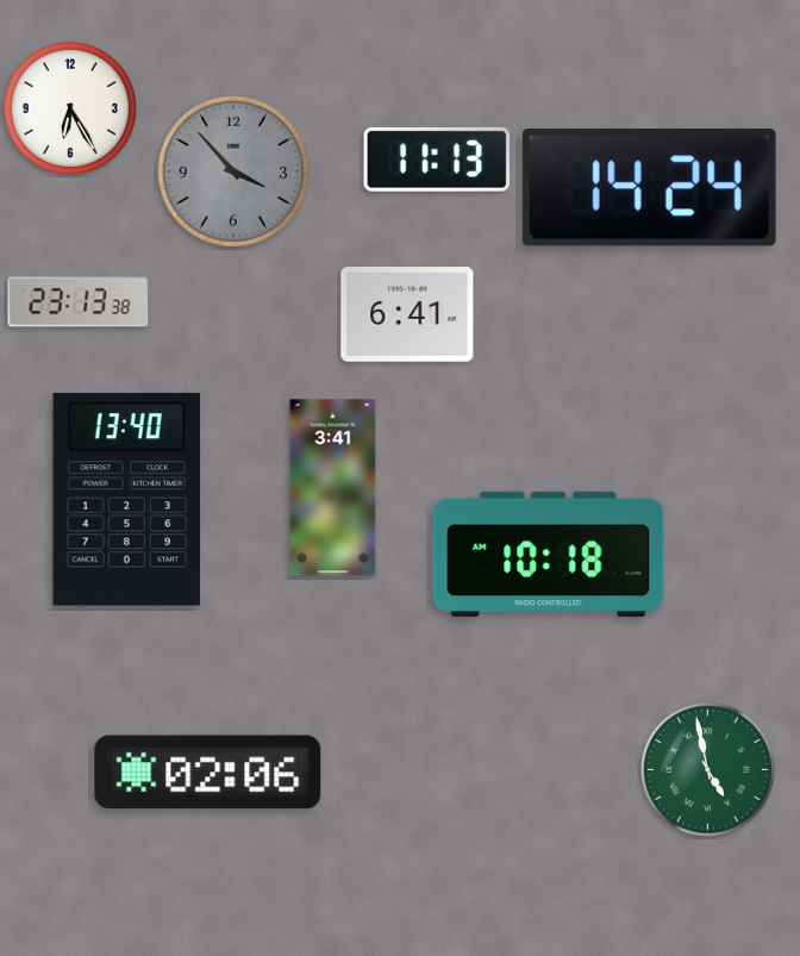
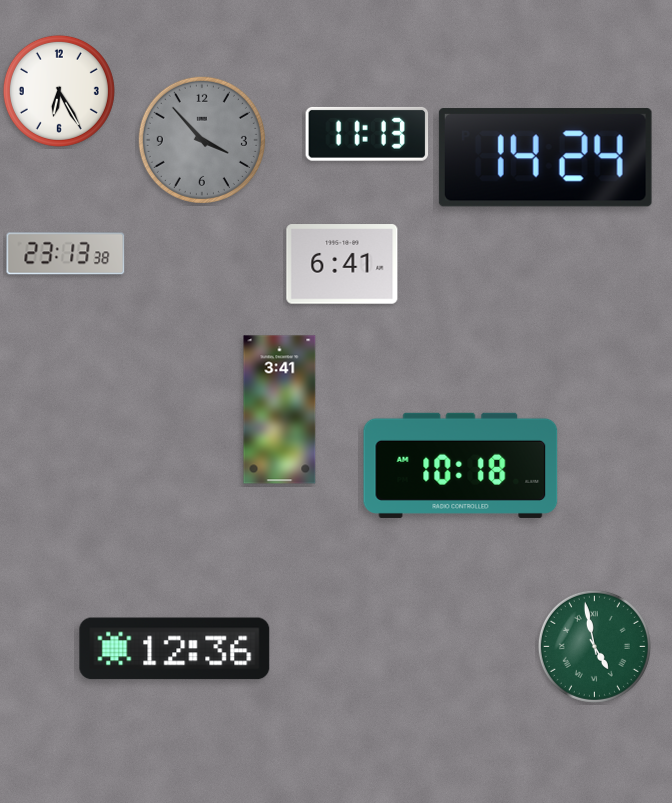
clock at (233, 171) position: (233, 171) -> (202, 140)
clock at (126, 500): 13:40 -> none
clock at (208, 773): 02:06 -> 12:36
